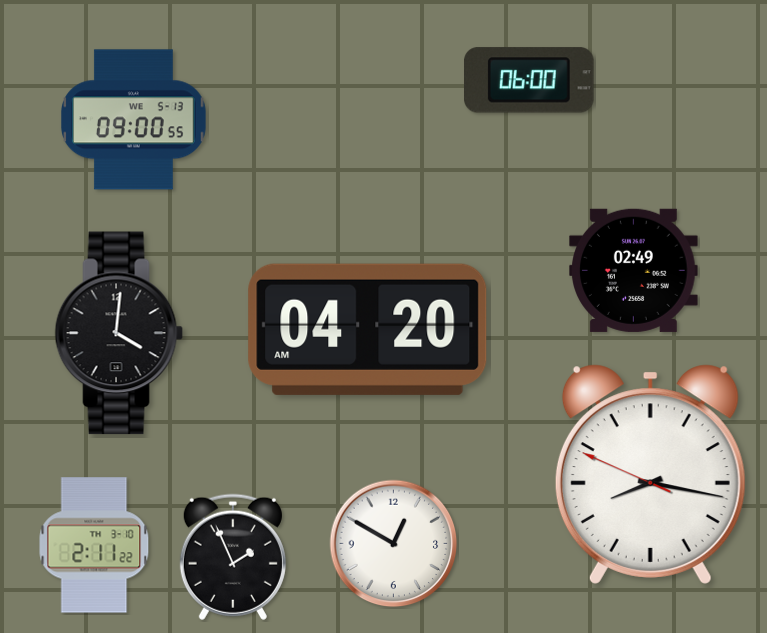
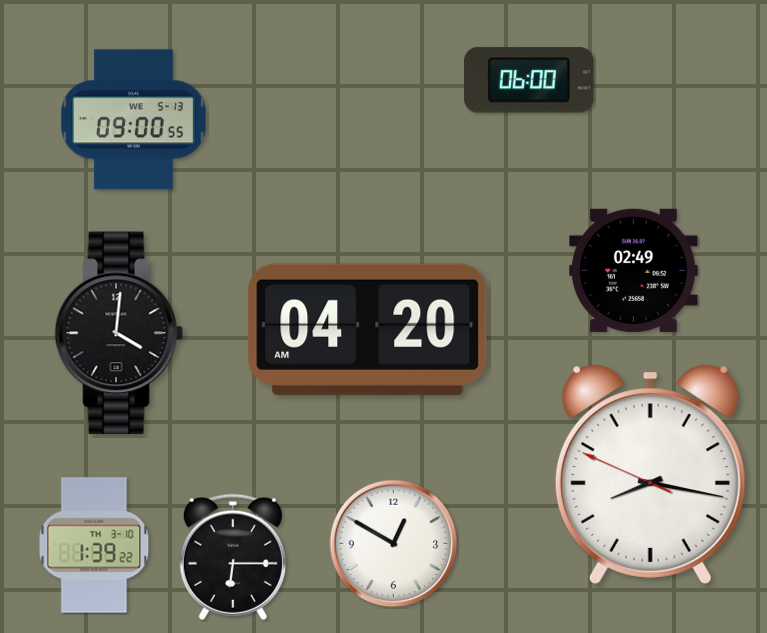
clock at (94, 545): 2:11 -> 1:39
clock at (233, 557): 1:56 -> 6:15
